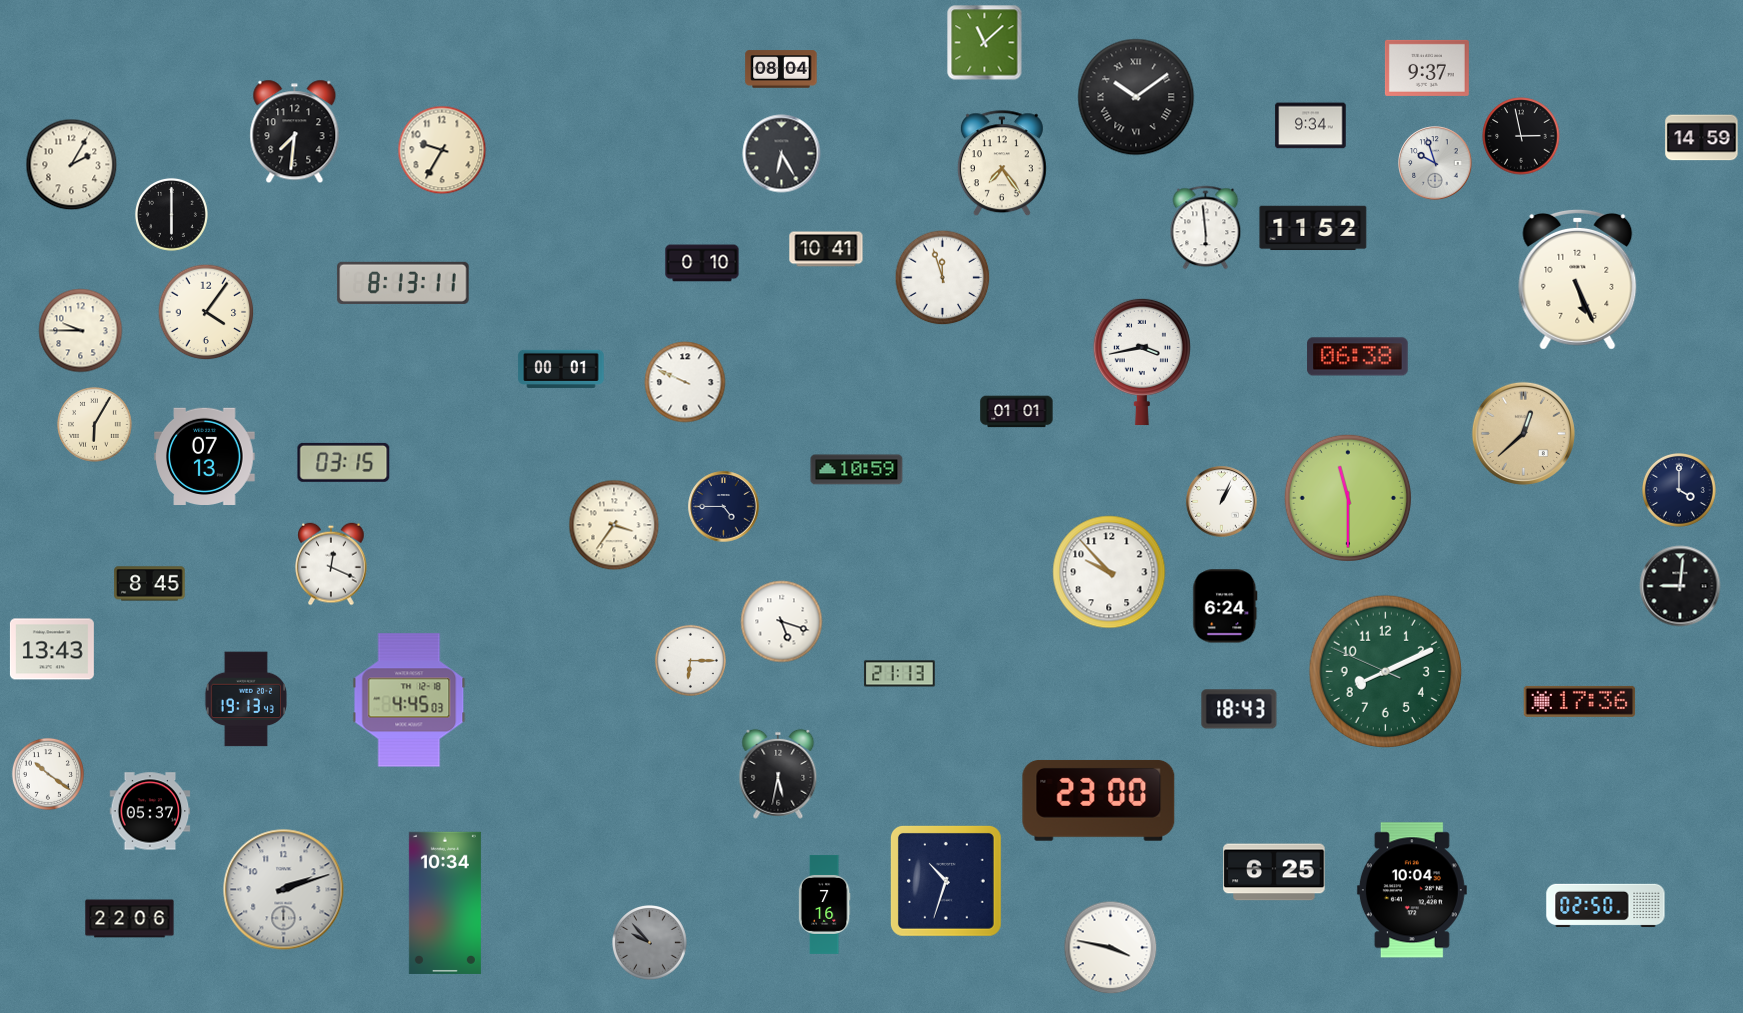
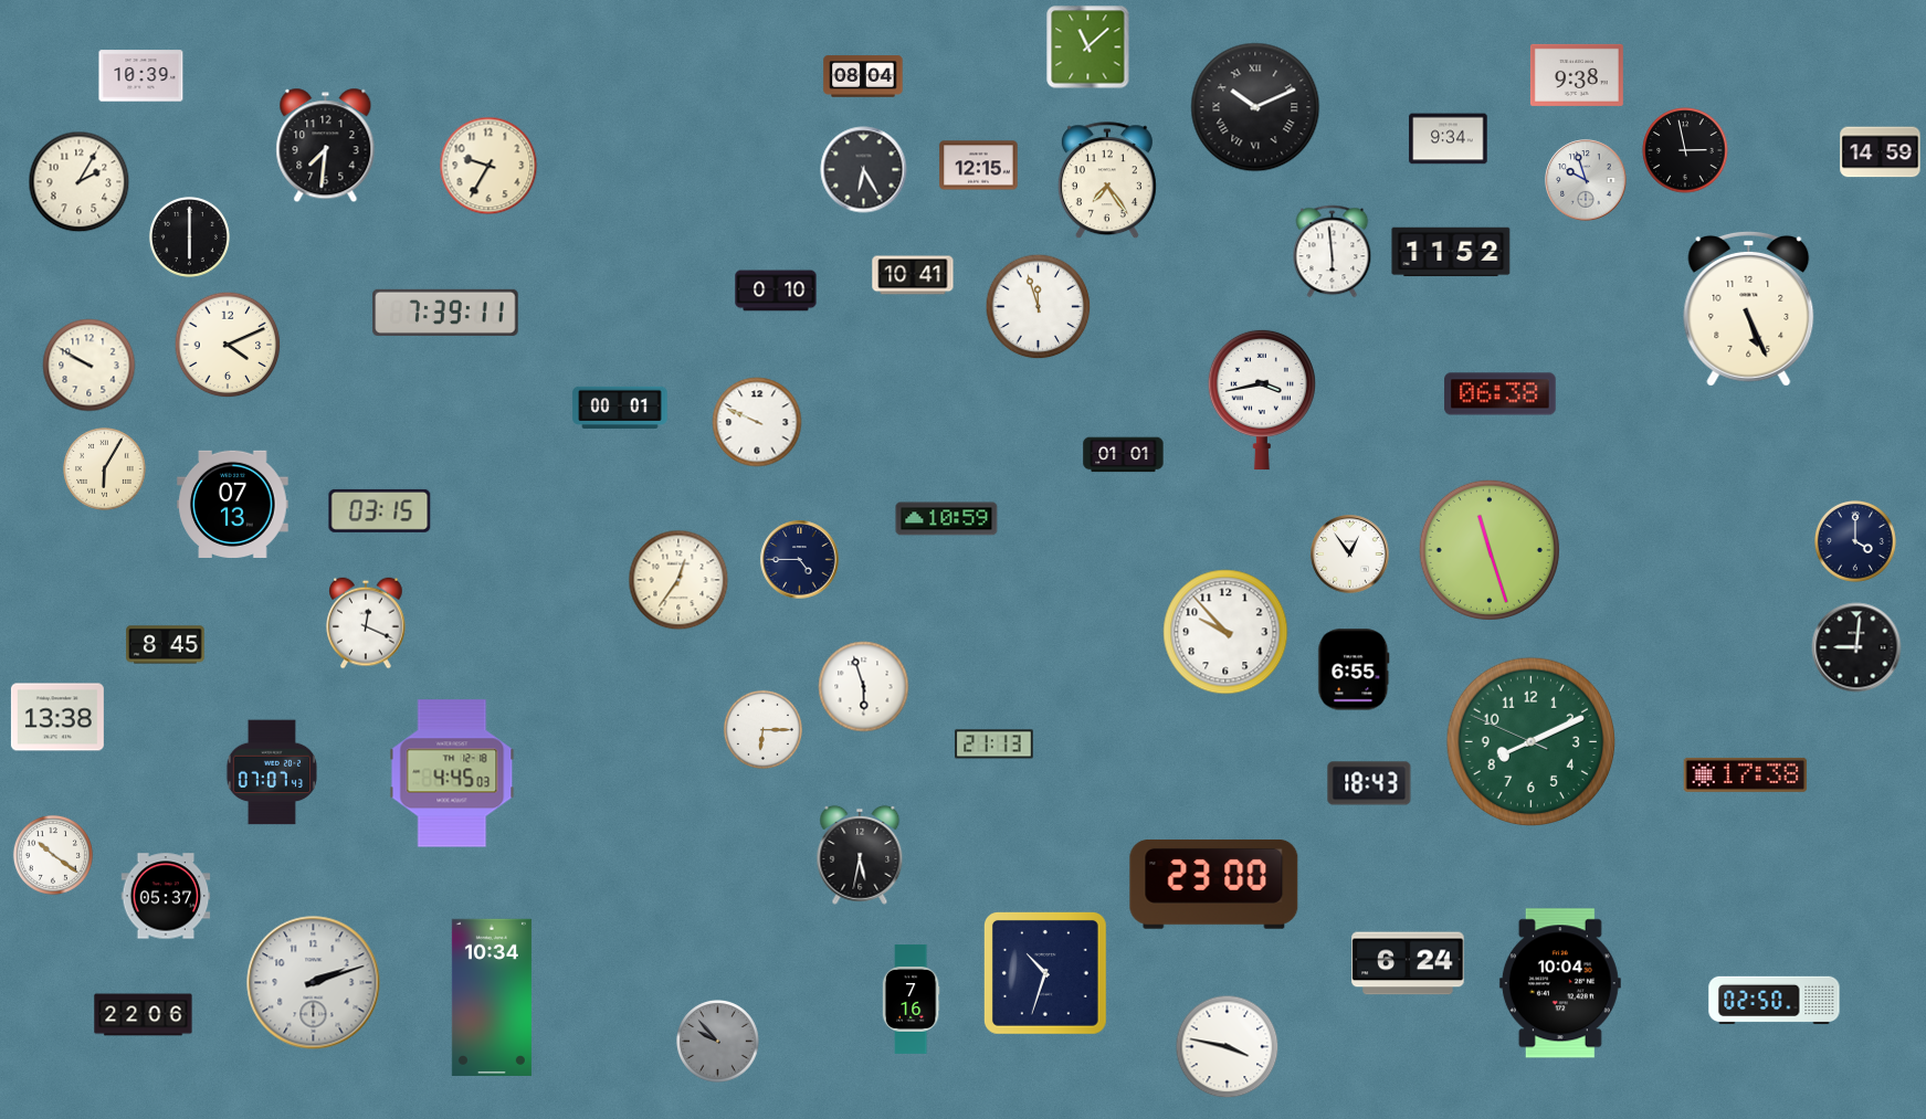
clock at (1427, 68): 9:37 -> 9:38
clock at (141, 76): none -> 10:39
clock at (1136, 97): 10:09 -> 10:11
clock at (1521, 136) position: (1521, 136) -> (1685, 150)
clock at (979, 166): none -> 12:15
clock at (943, 278) position: (943, 278) -> (1039, 307)
clock at (1578, 279) position: (1578, 279) -> (1749, 308)
clock at (403, 283): 8:13 -> 7:39
clock at (206, 312): 4:06 -> 4:11
clock at (81, 331): 9:45 -> 9:50
clock at (1523, 433): 12:38 -> none
clock at (205, 456) position: (205, 456) -> (233, 504)
clock at (1348, 498): 11:30 -> 11:27
clock at (1222, 502): 1:04 -> 12:54
clock at (614, 525): 3:36 -> 12:36
clock at (1225, 606): 6:24 -> 6:55
clock at (782, 622): 5:18 -> 5:57
clock at (52, 649): 13:43 -> 13:38
clock at (245, 699): 19:13 -> 07:07
clock at (1580, 701): 17:36 -> 17:38
clock at (1274, 872): 6:25 -> 6:24
